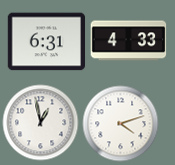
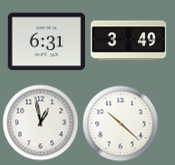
clock at (129, 41): 4:33 -> 3:49
clock at (121, 124): 4:12 -> 10:22
